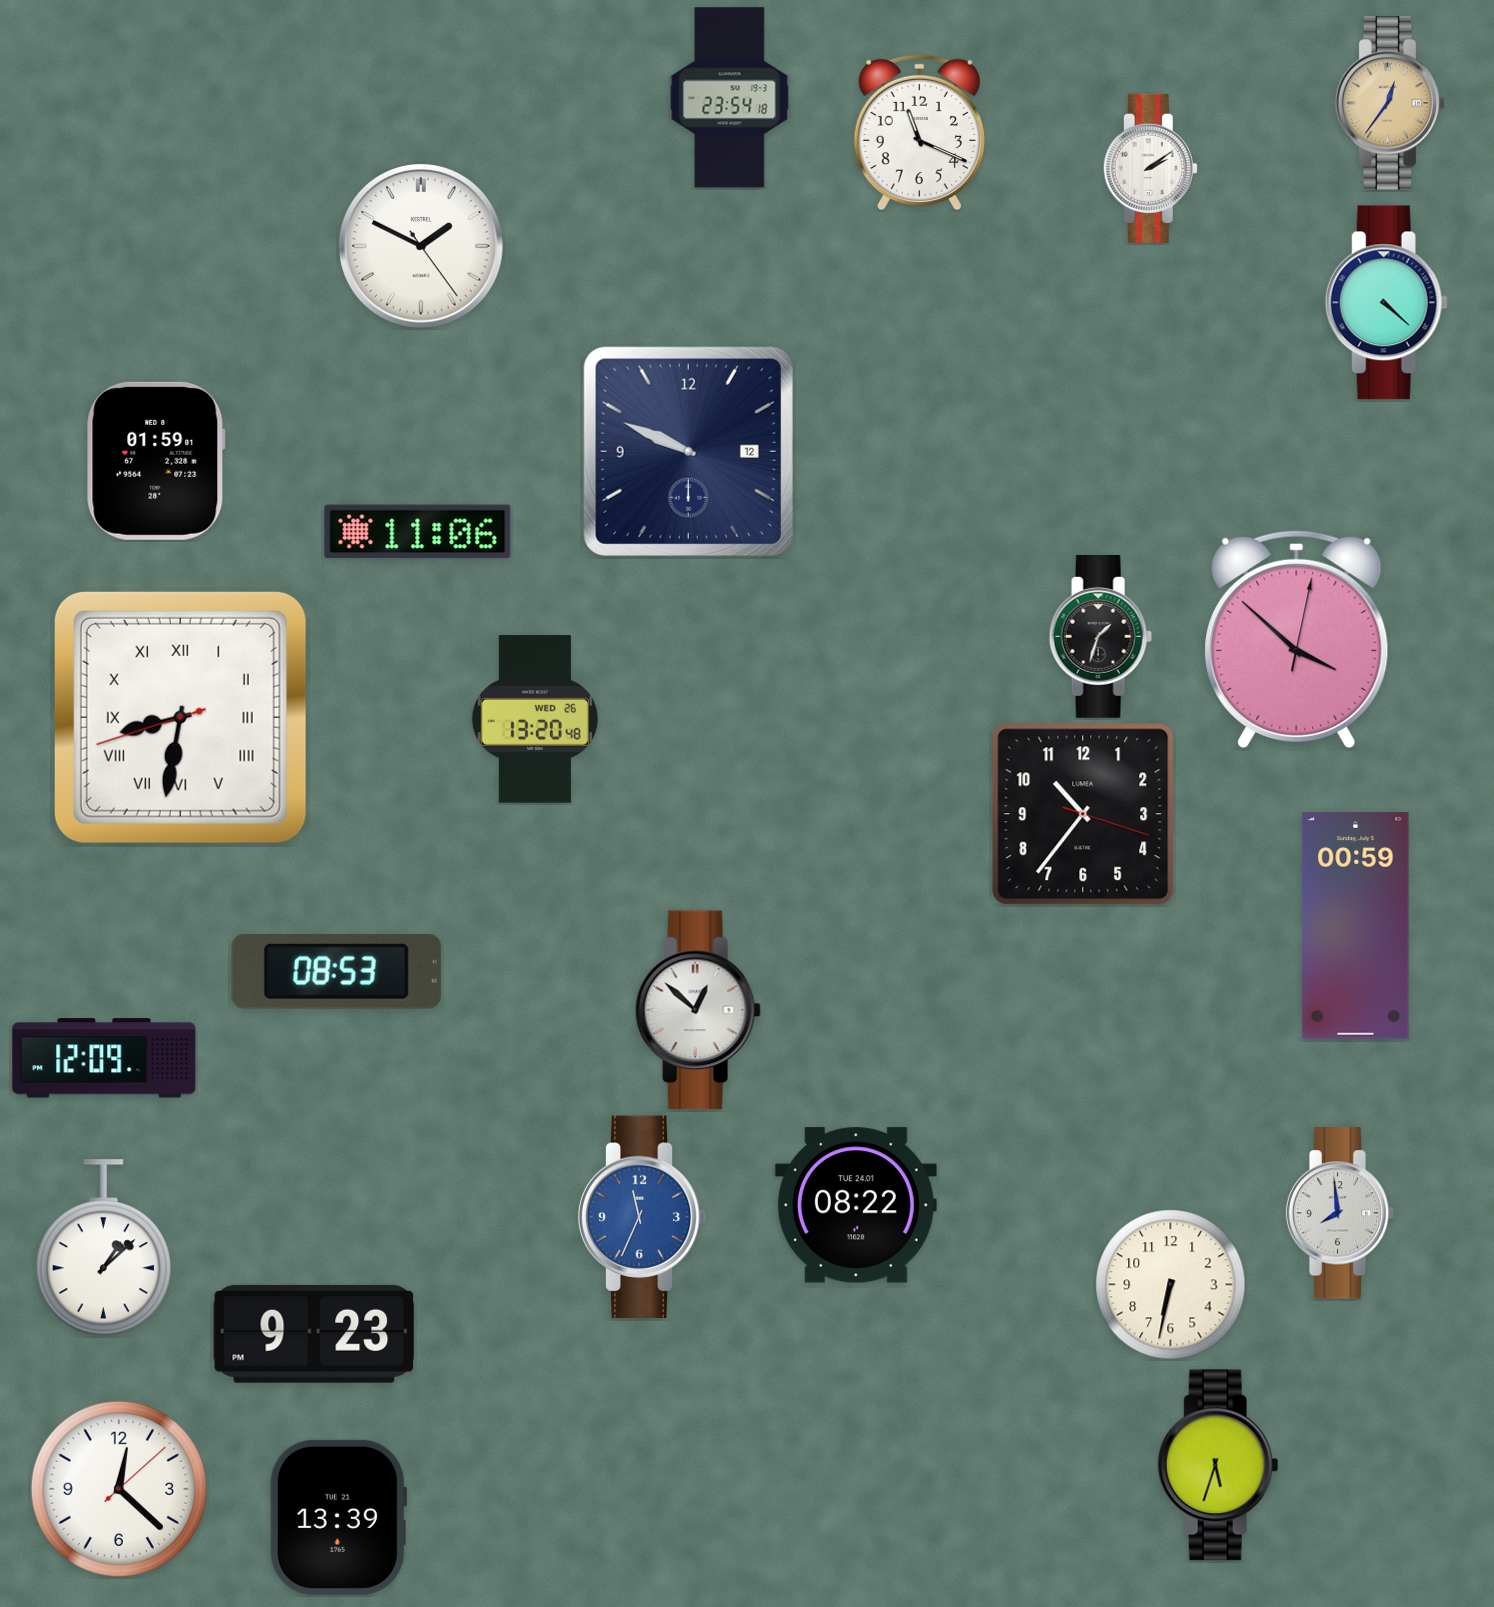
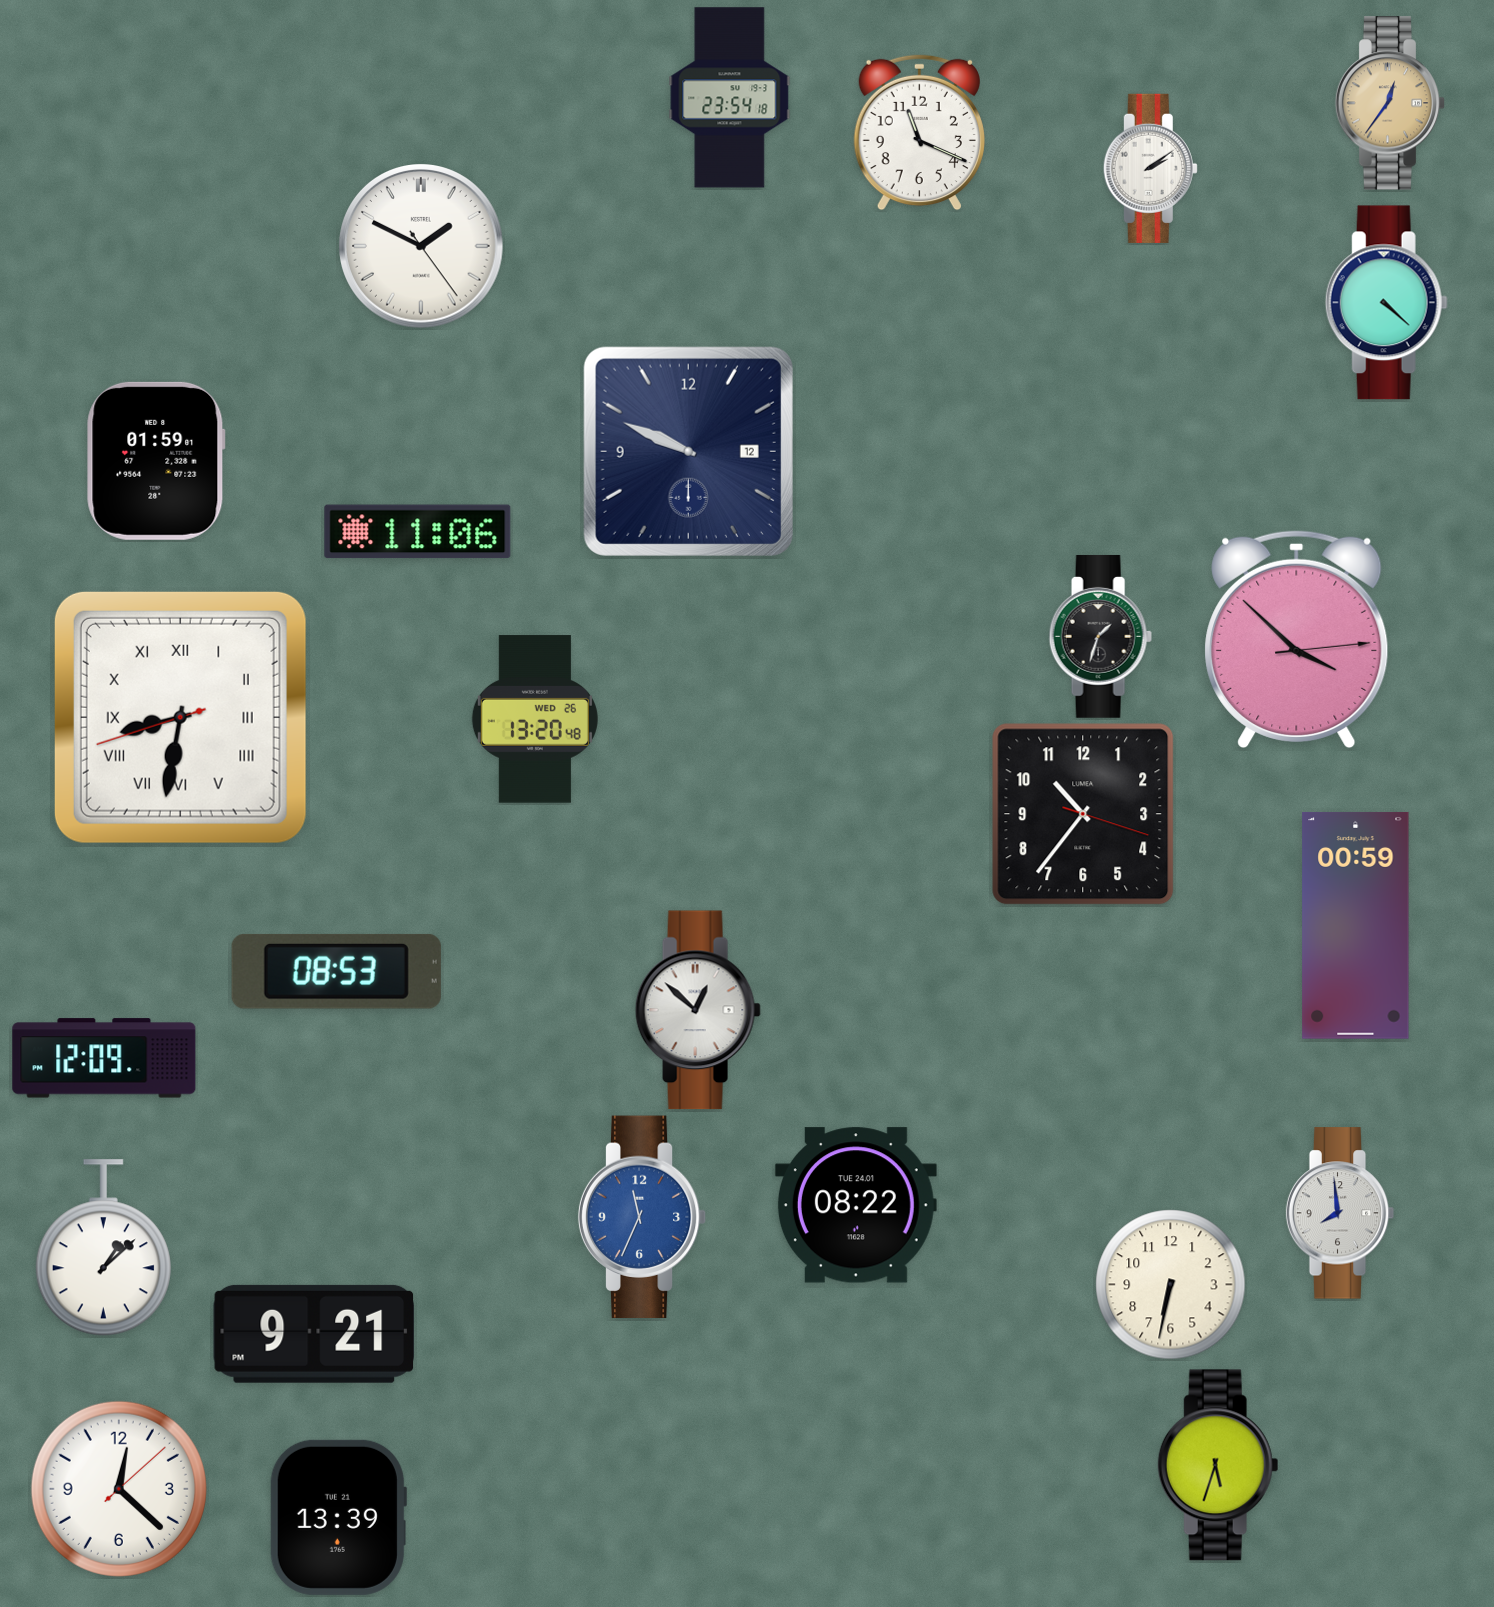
clock at (1297, 639): 3:52:02 -> 3:52:14
clock at (313, 1334): 9:23 -> 9:21
